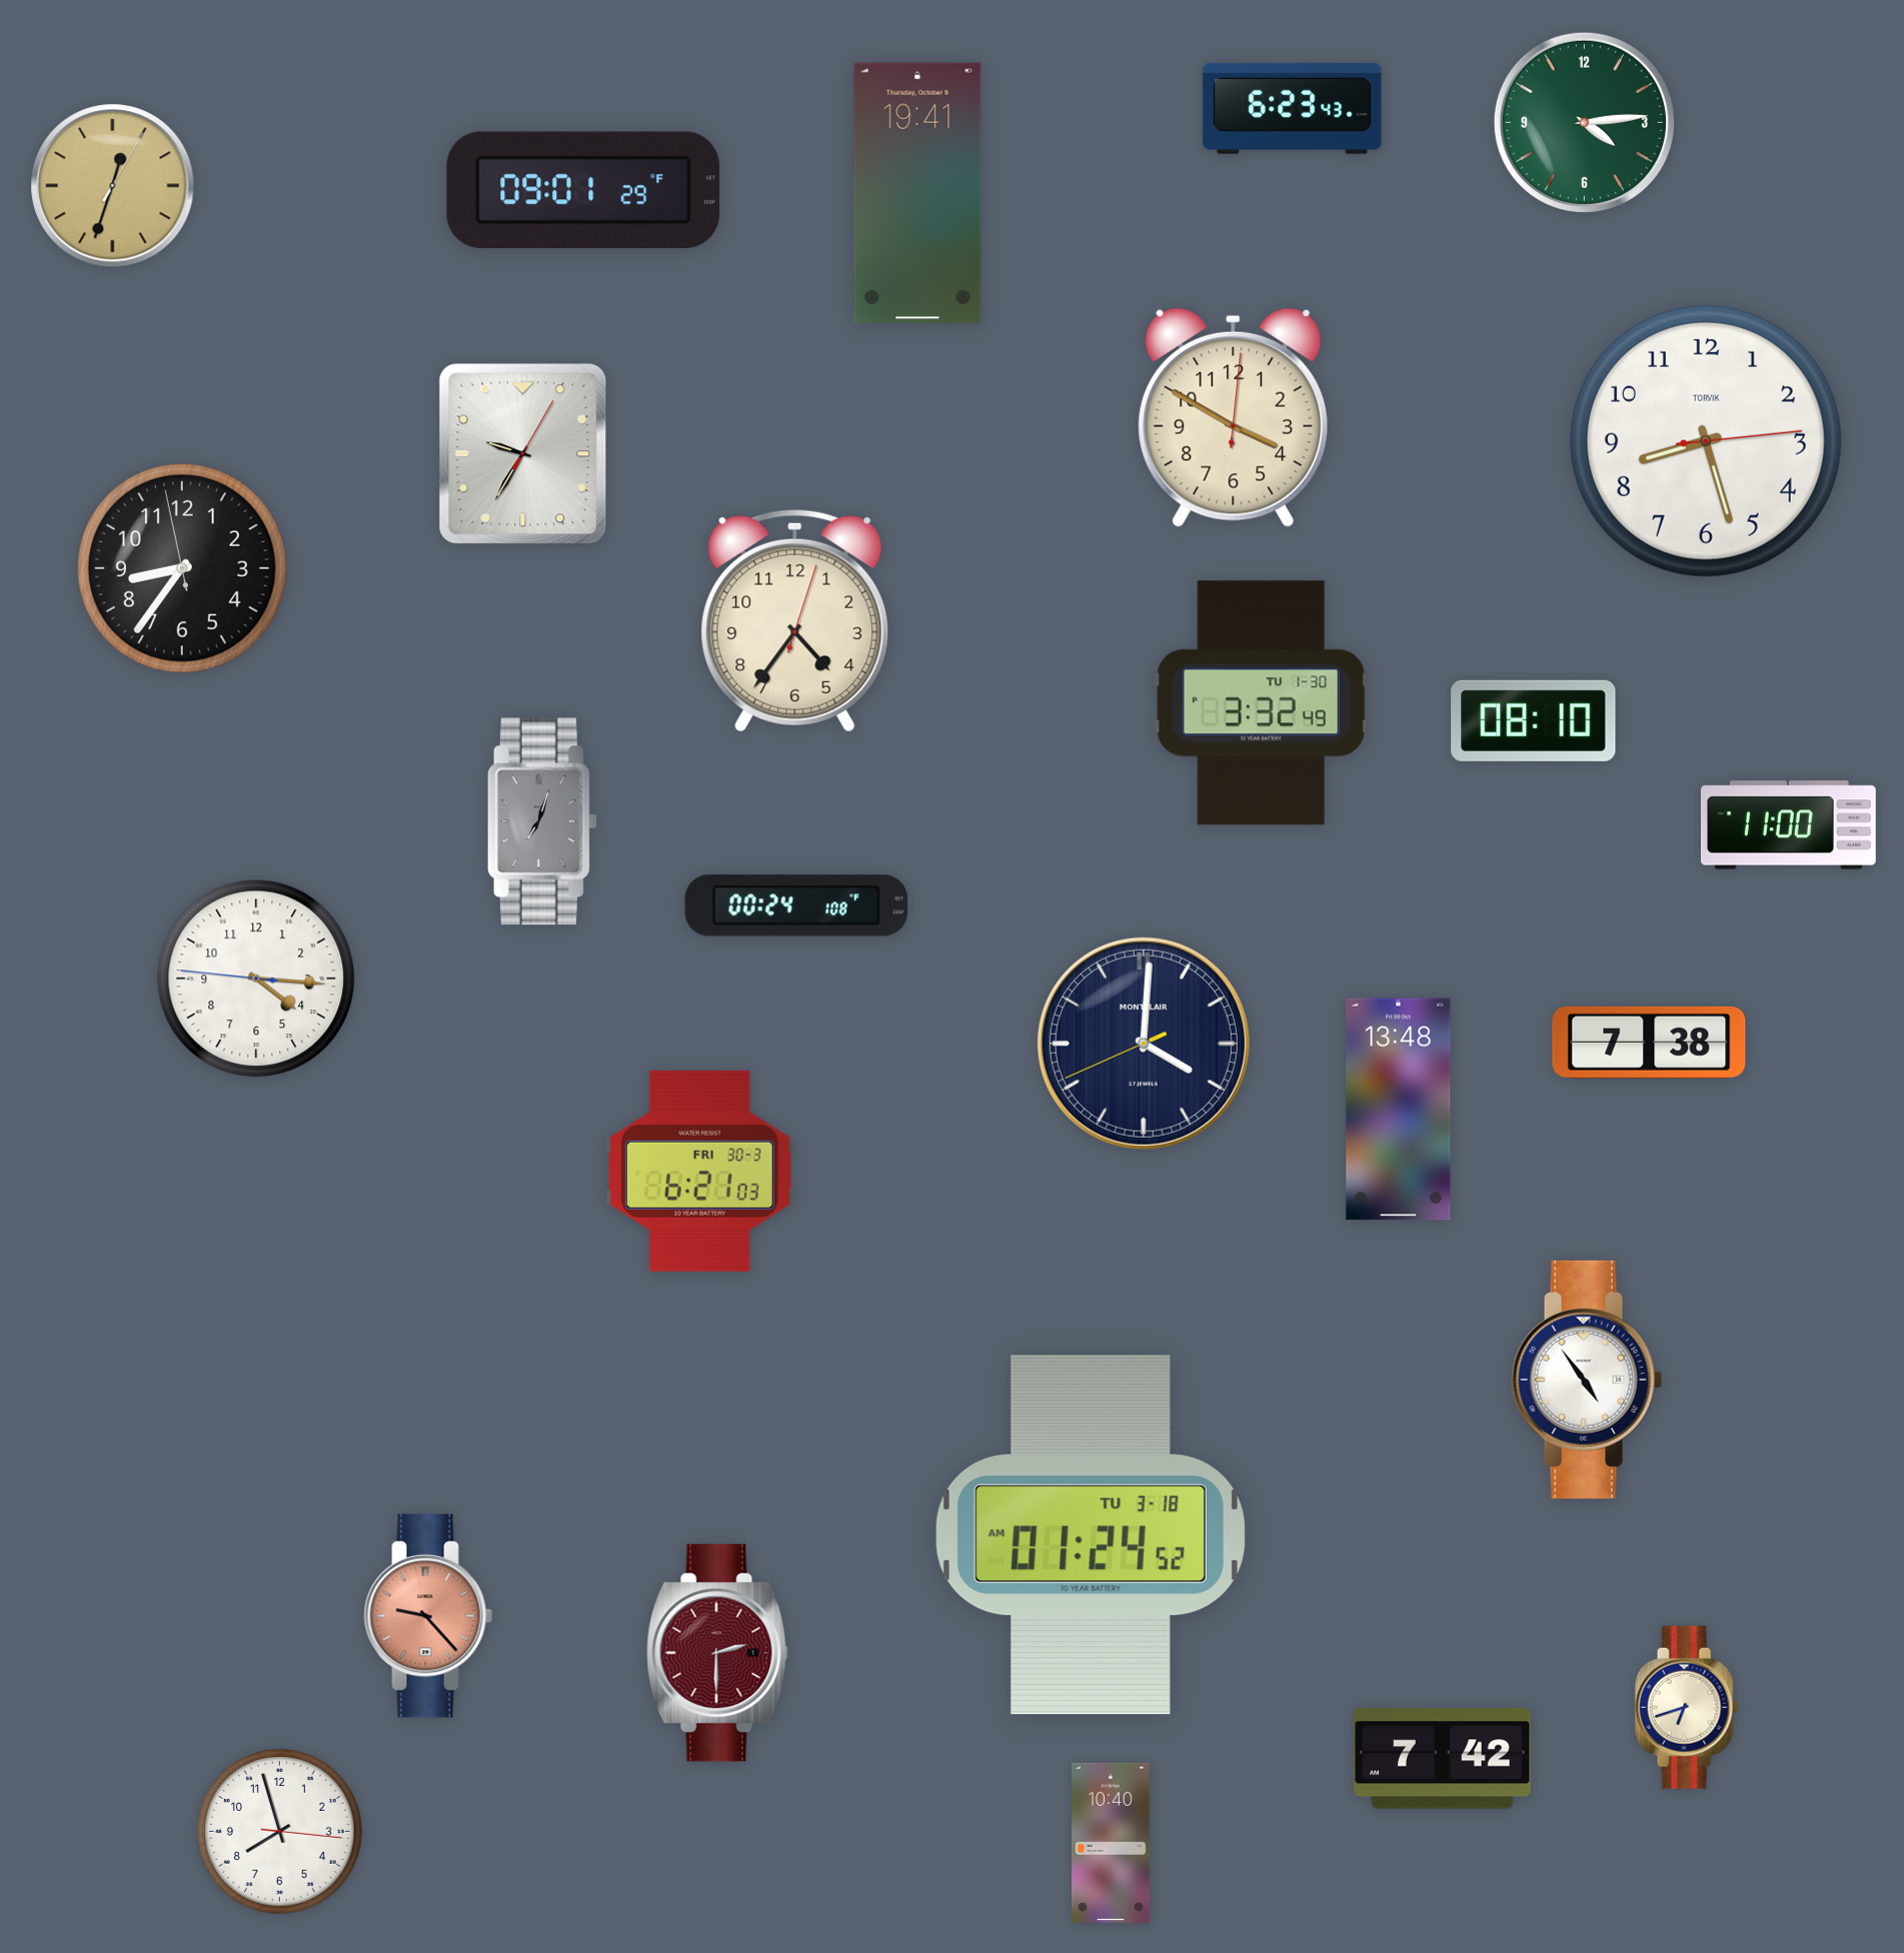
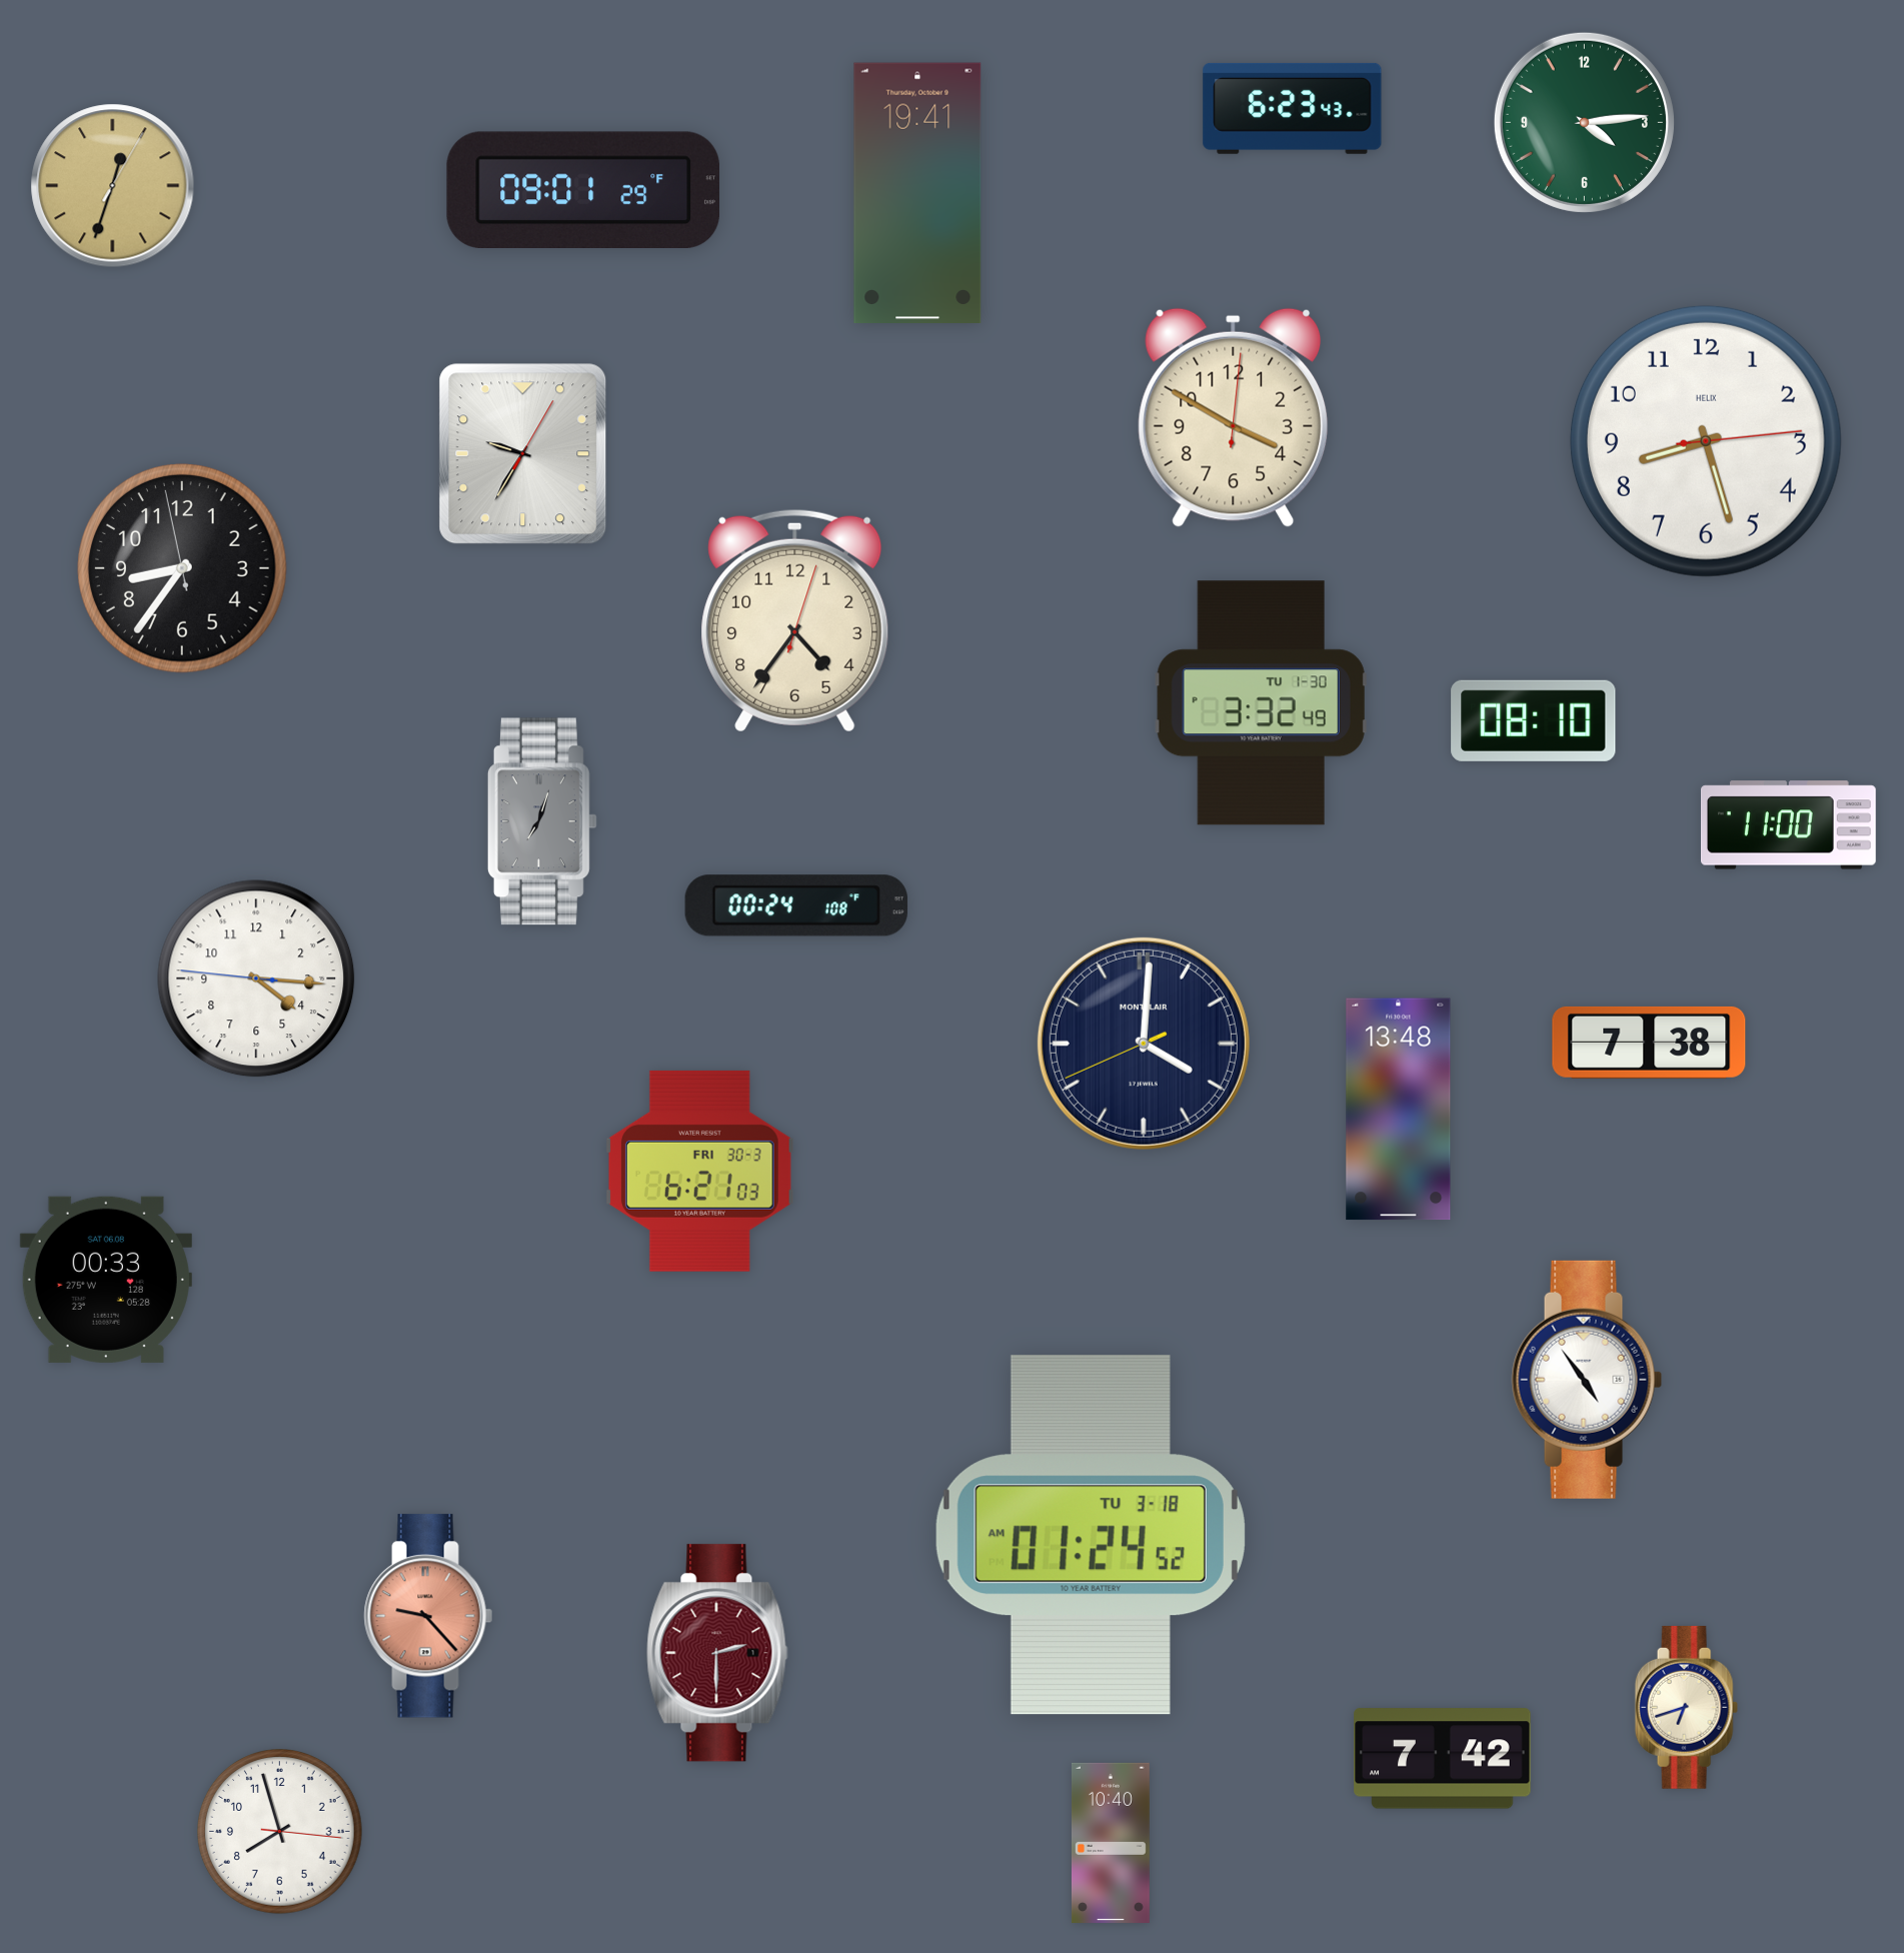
clock at (1706, 441) brand: TORVIK -> HELIX
clock at (106, 1280): none -> 00:33
